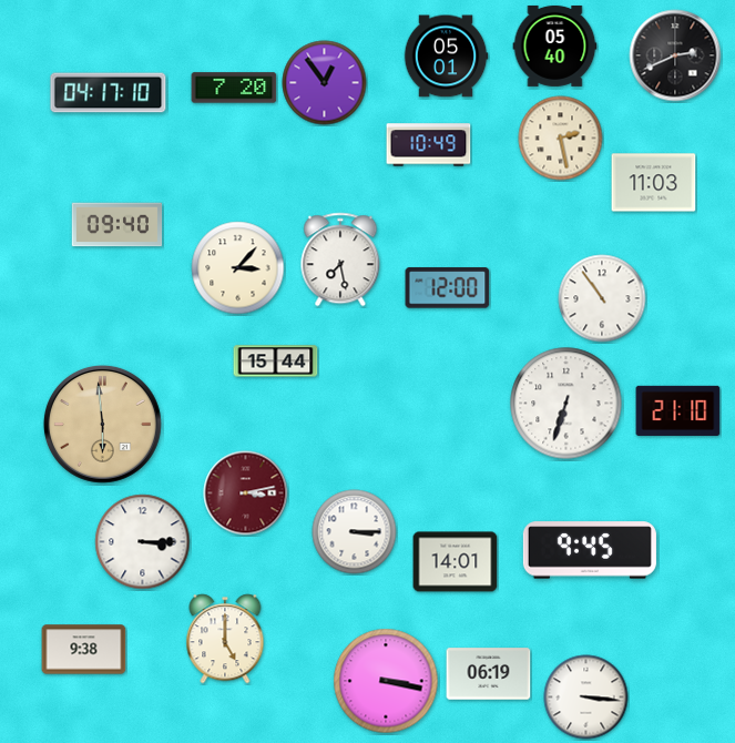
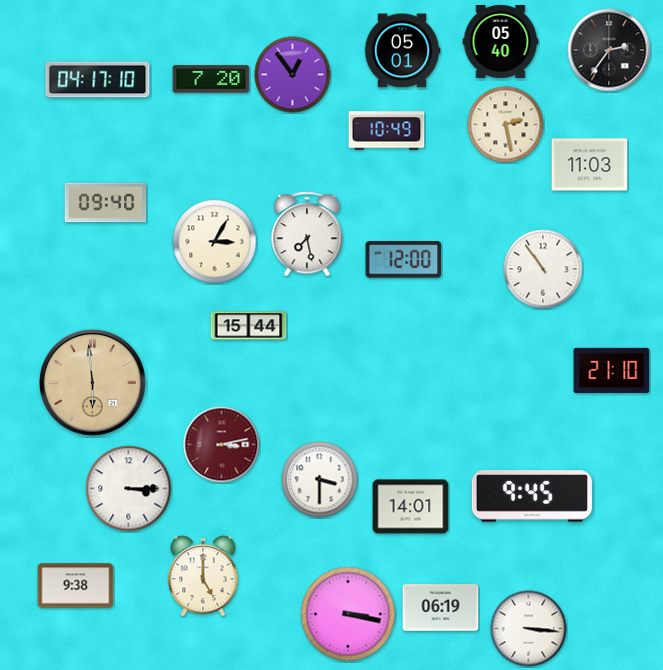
clock at (675, 55): 2:41 -> 2:36
clock at (109, 93) position: (109, 93) -> (98, 80)
clock at (238, 268): 3:07 -> 3:05
clock at (566, 404): 6:33 -> none
clock at (355, 532): 3:15 -> 3:30
